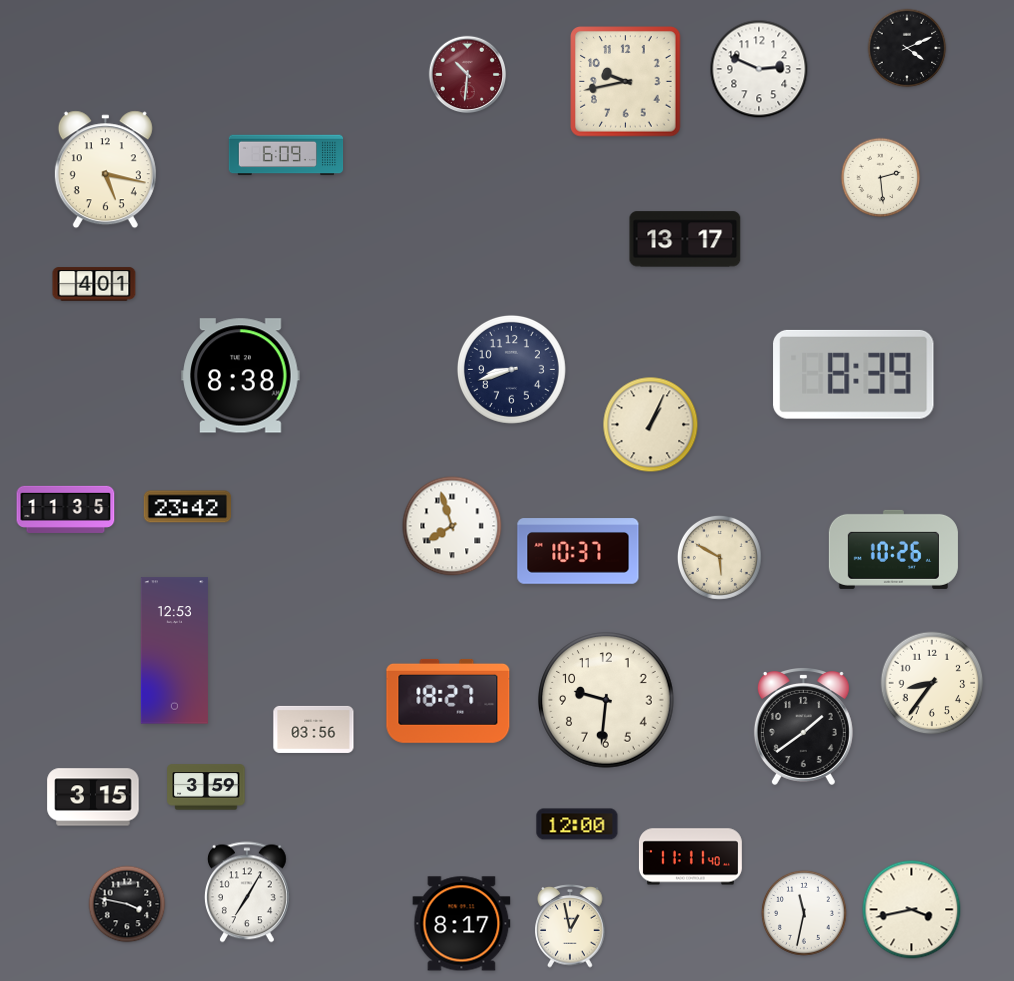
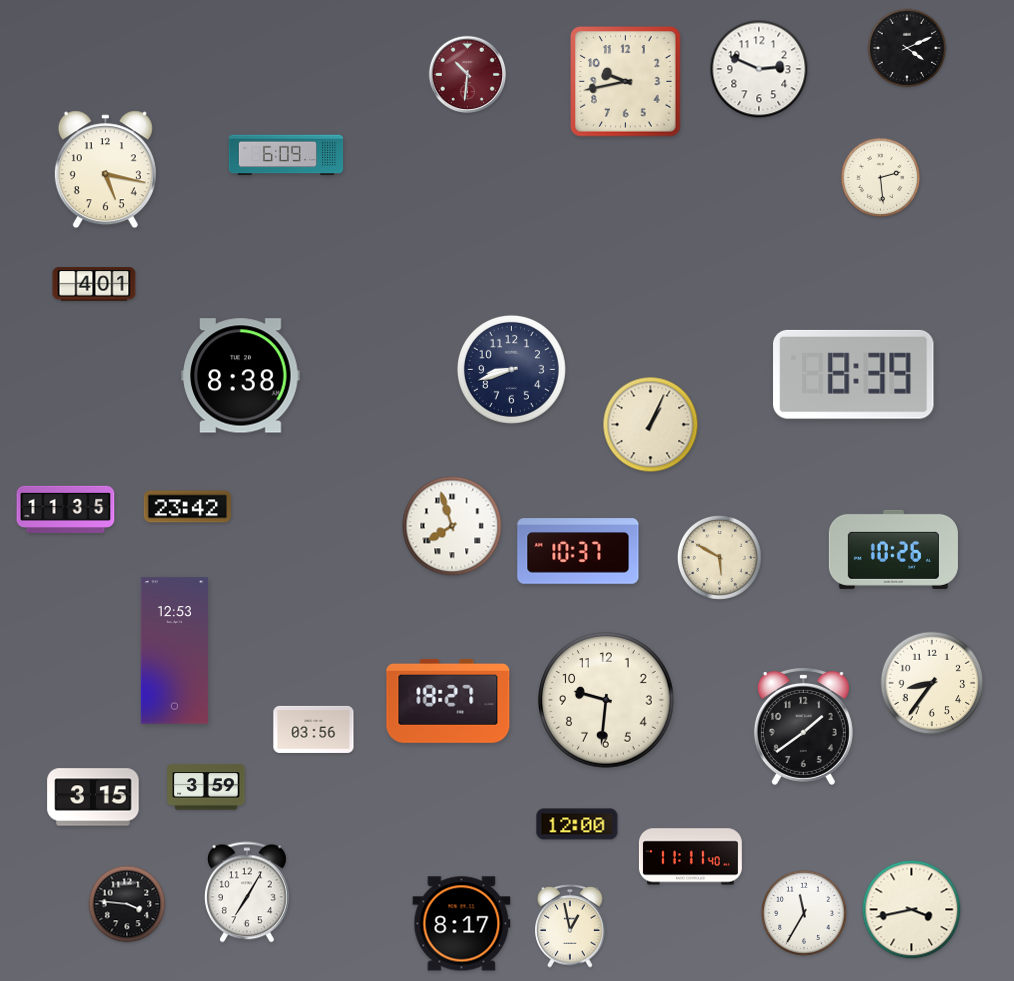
clock at (685, 239): 13:17 -> none
clock at (127, 904): 3:47 -> 3:46
clock at (804, 913): 11:32 -> 11:35
